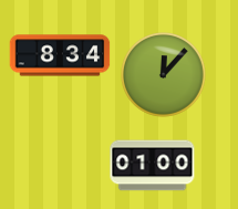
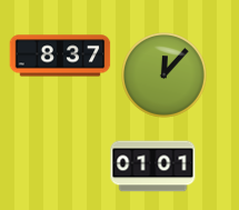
clock at (60, 55): 8:34 -> 8:37
clock at (153, 166): 01:00 -> 01:01
